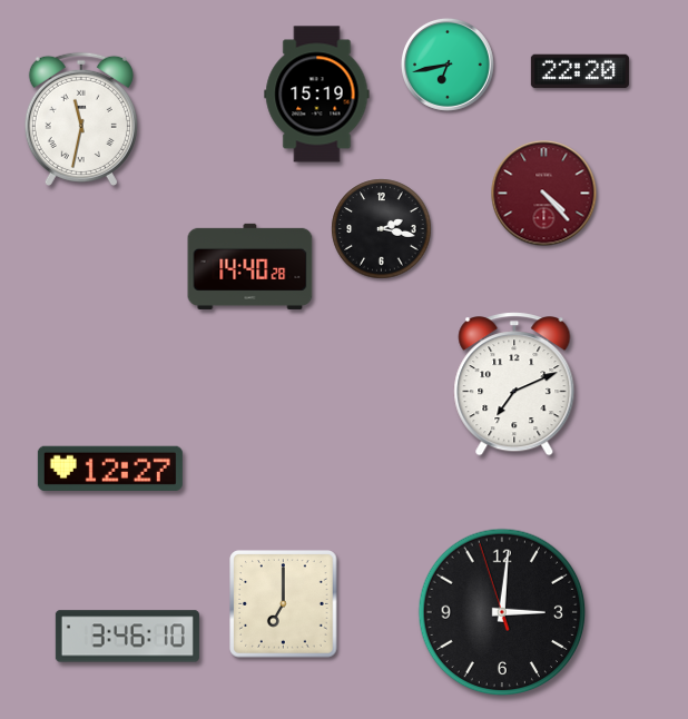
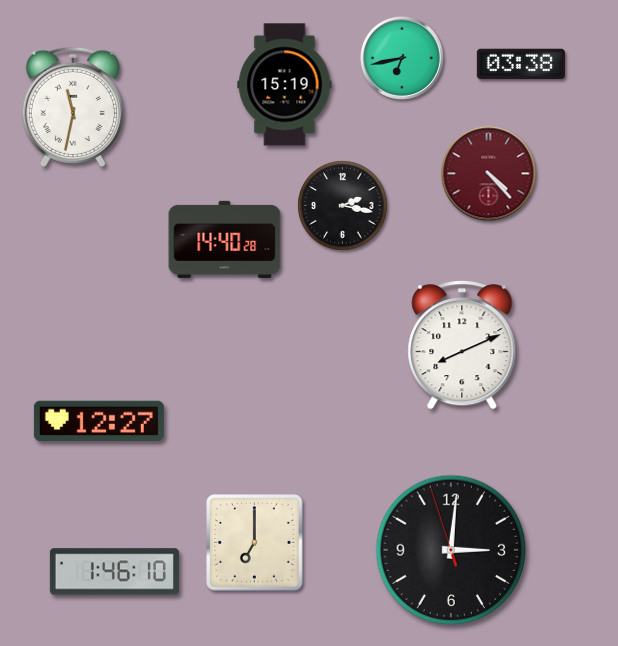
clock at (580, 71): 22:20 -> 03:38
clock at (514, 384): 7:11 -> 8:11
clock at (127, 637): 3:46 -> 1:46
